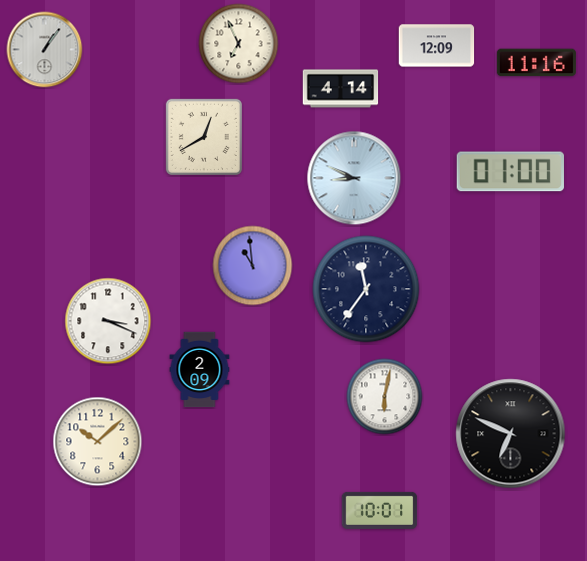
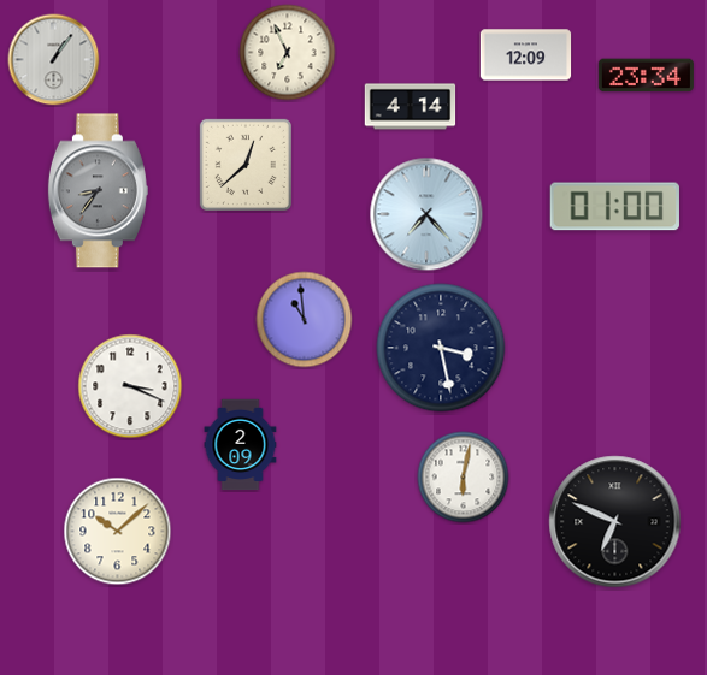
clock at (536, 63): 11:16 -> 23:34
clock at (204, 137): 12:40 -> 12:38
clock at (98, 191): none -> 8:36
clock at (354, 178): 8:49 -> 7:23
clock at (366, 289): 11:36 -> 3:28
clock at (380, 510): 10:01 -> none
